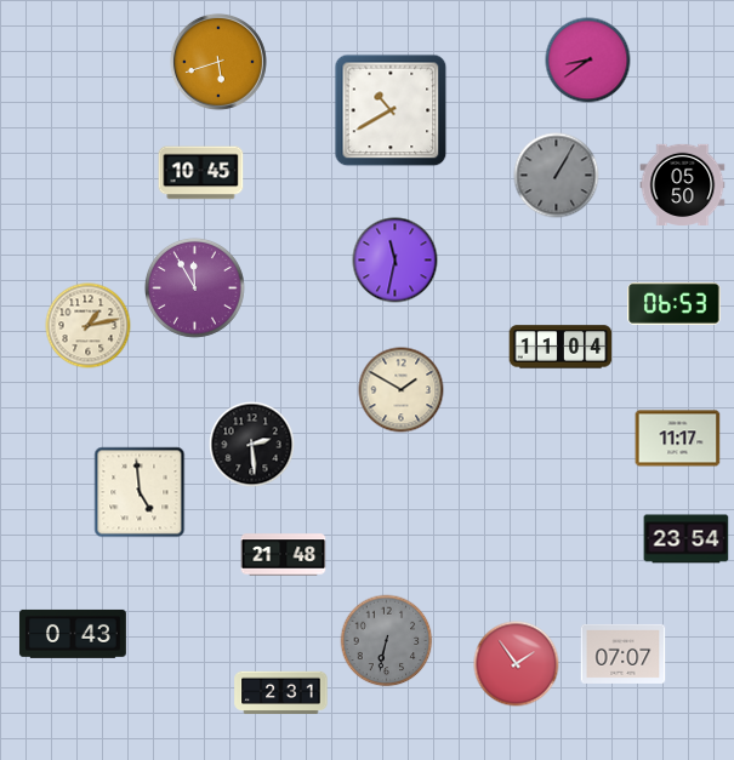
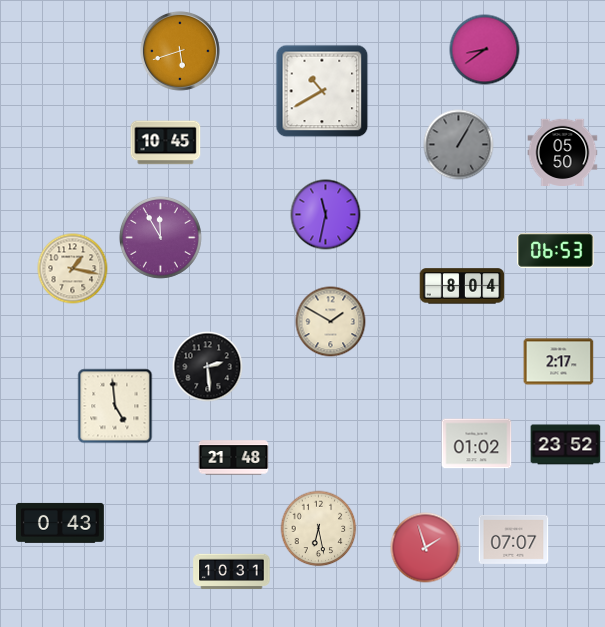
clock at (89, 326): 1:13 -> 1:17
clock at (561, 347): 11:04 -> 8:04
clock at (678, 439): 11:17 -> 2:17
clock at (477, 444): none -> 01:02
clock at (687, 539): 23:54 -> 23:52
clock at (387, 641): 6:32 -> 6:28
clock at (387, 641) dial: grey -> cream
clock at (517, 664): 1:54 -> 1:57
clock at (281, 693): 2:31 -> 10:31
